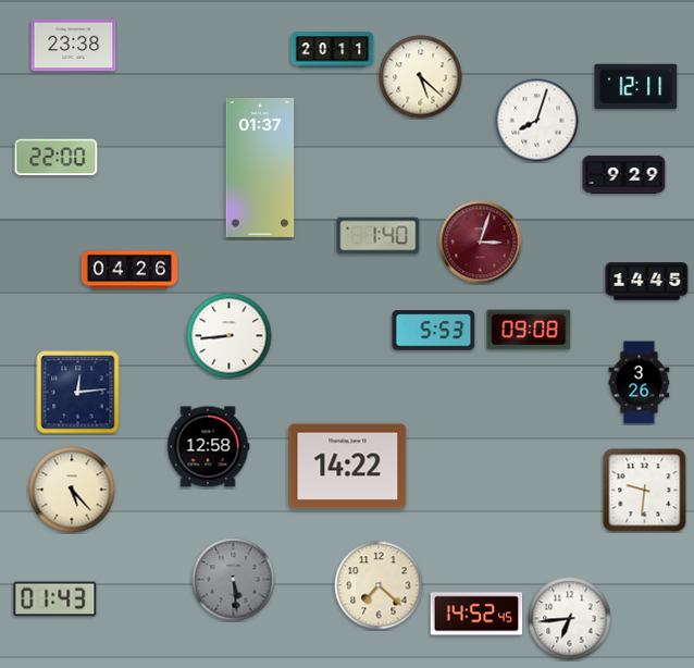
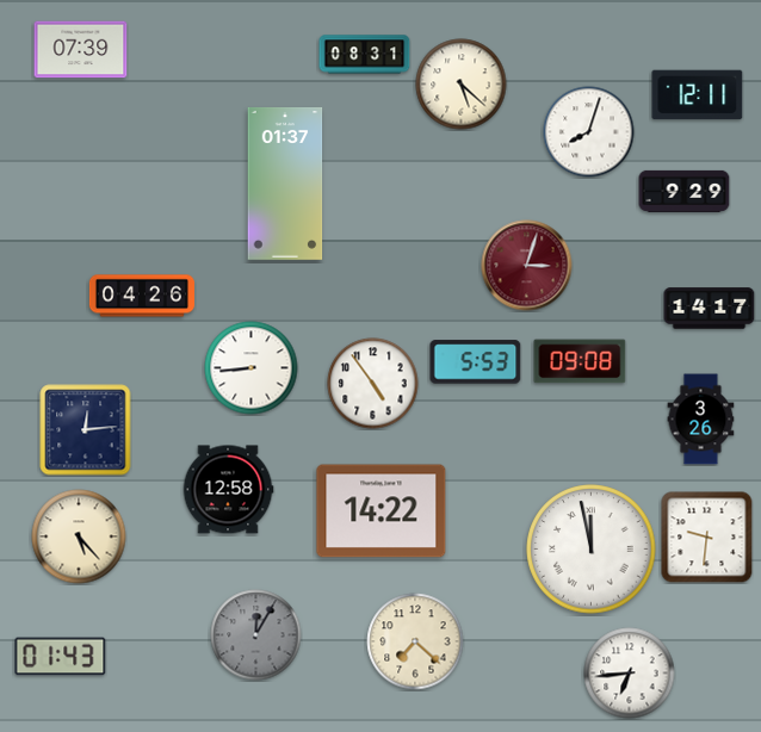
clock at (74, 46): 23:38 -> 07:39
clock at (333, 50): 20:11 -> 08:31
clock at (57, 158): 22:00 -> none
clock at (379, 236): 1:40 -> none
clock at (647, 282): 14:45 -> 14:17
clock at (373, 384): none -> 4:54
clock at (592, 550): none -> 11:58
clock at (234, 580): 5:29 -> 12:05
clock at (476, 614): 14:52 -> none
clock at (570, 619) position: (570, 619) -> (630, 674)
